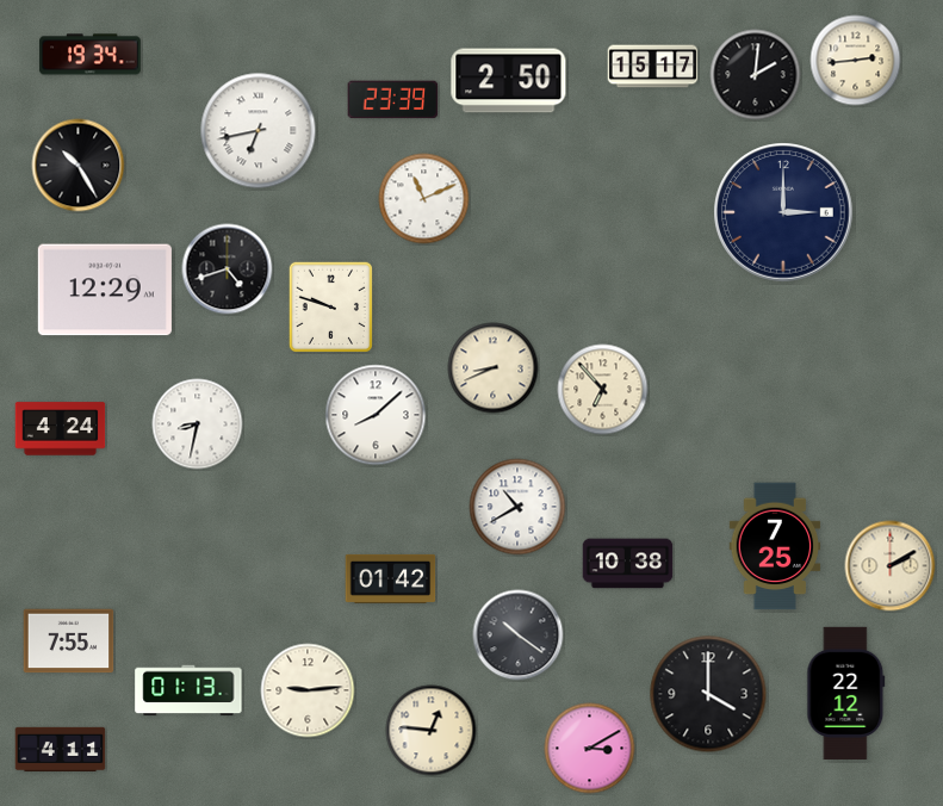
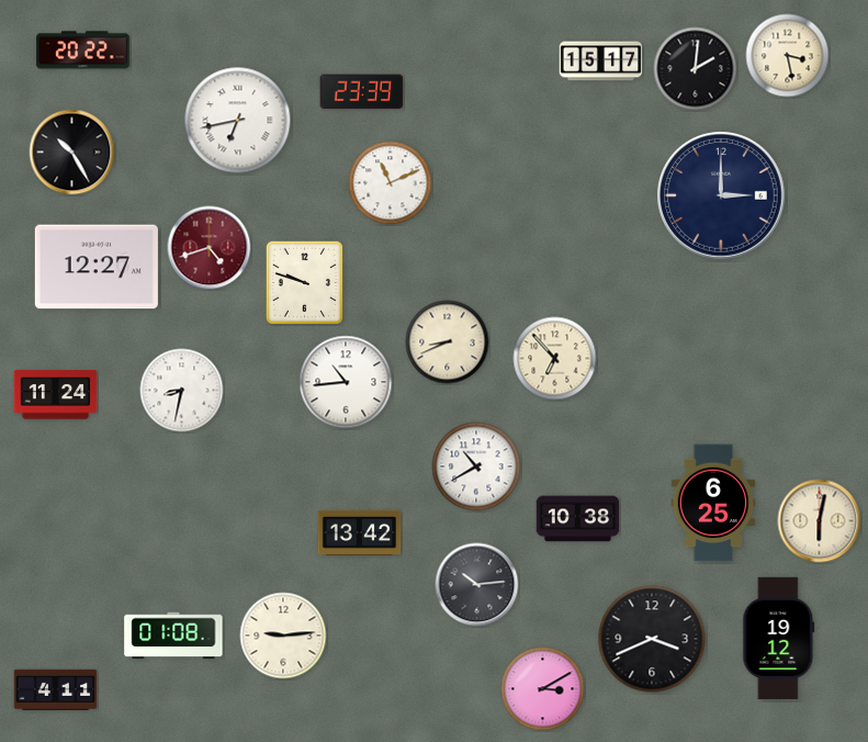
clock at (91, 55): 19:34 -> 20:22
clock at (856, 61): 2:44 -> 3:28
clock at (509, 81): 2:50 -> none
clock at (228, 269) dial: black -> burgundy
clock at (105, 290): 12:29 -> 12:27
clock at (494, 368) position: (494, 368) -> (448, 342)
clock at (376, 415): 8:08 -> 10:44
clock at (61, 429): 4:24 -> 11:24
clock at (775, 546): 7:25 -> 6:25
clock at (891, 566): 2:10 -> 6:02
clock at (391, 578): 01:42 -> 13:42
clock at (519, 635): 10:21 -> 10:14
clock at (69, 641): 7:55 -> none
clock at (188, 690): 01:13 -> 01:08
clock at (846, 693): 22:12 -> 19:12
clock at (708, 694): 4:00 -> 3:41
clock at (432, 731): 12:46 -> none
